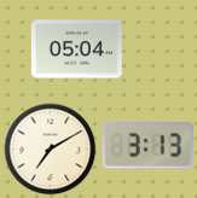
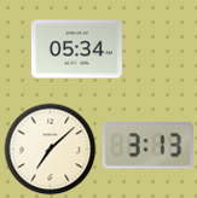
clock at (76, 49): 05:04 -> 05:34
clock at (51, 150): 7:10 -> 7:08
